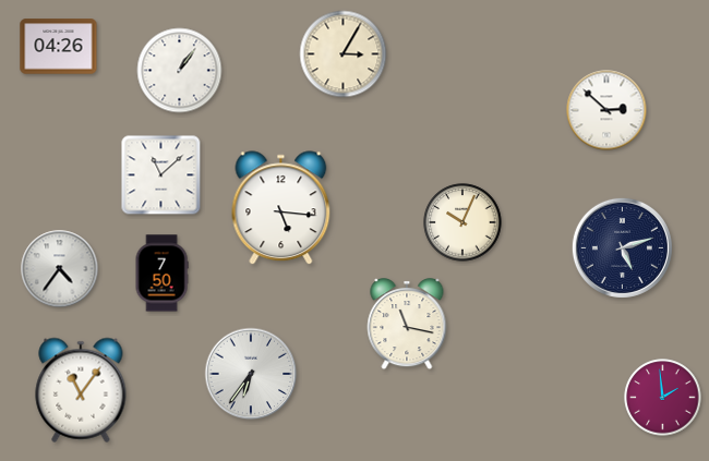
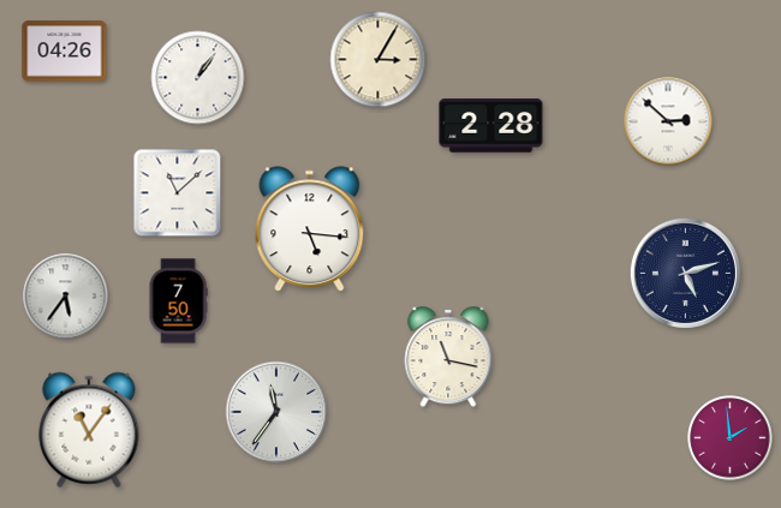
clock at (491, 126): none -> 2:28
clock at (462, 222): 10:04 -> none
clock at (60, 269): 4:36 -> 5:36
clock at (251, 374): 6:36 -> 11:36
